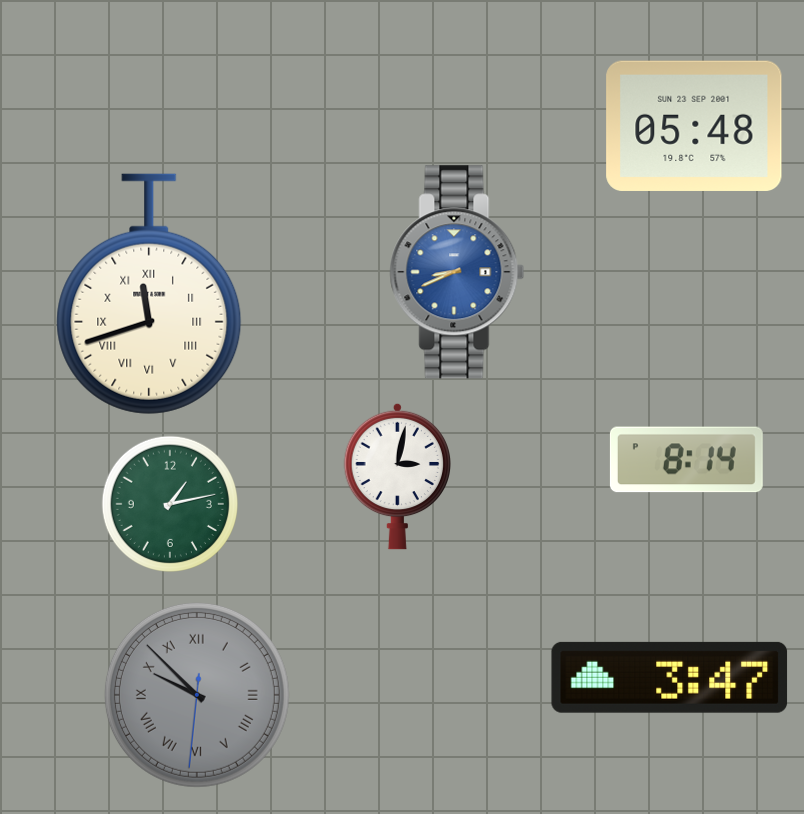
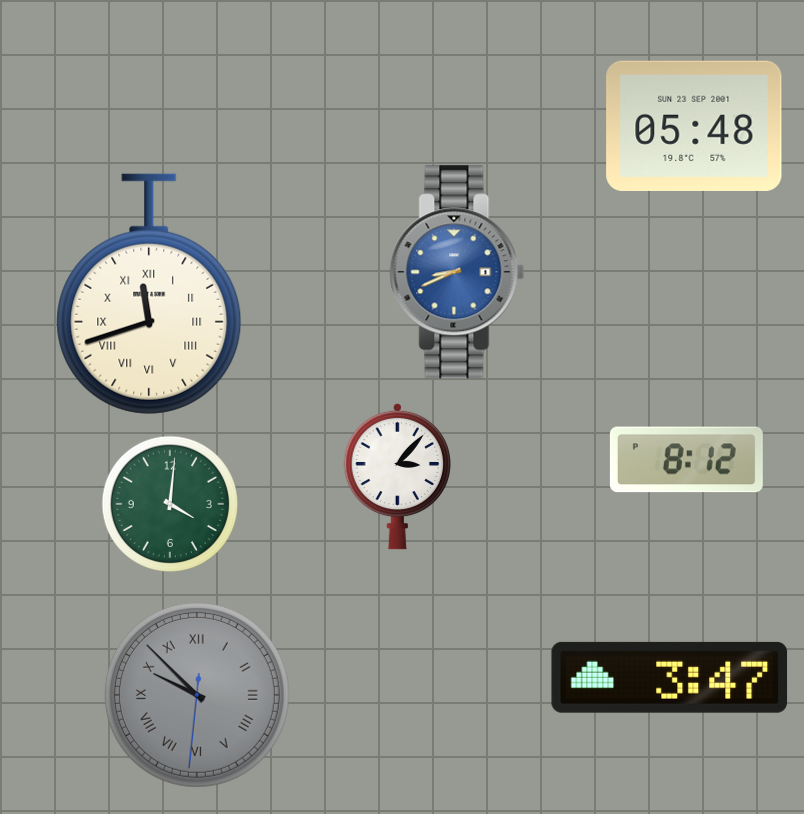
clock at (686, 460): 8:14 -> 8:12
clock at (397, 476): 3:02 -> 3:07
clock at (170, 504): 1:13 -> 4:01
